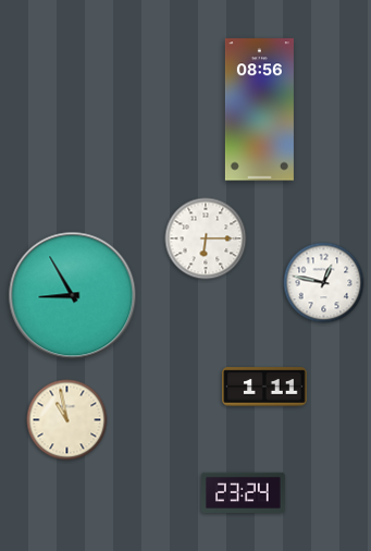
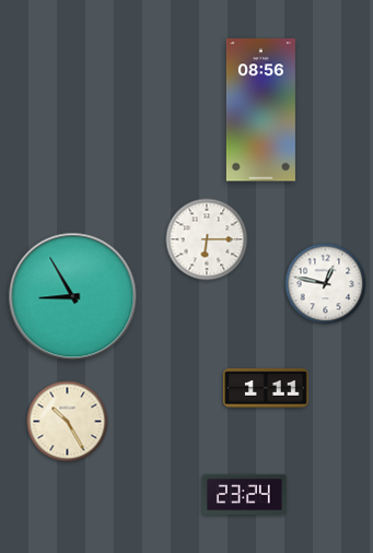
clock at (67, 420): 10:58 -> 10:25
